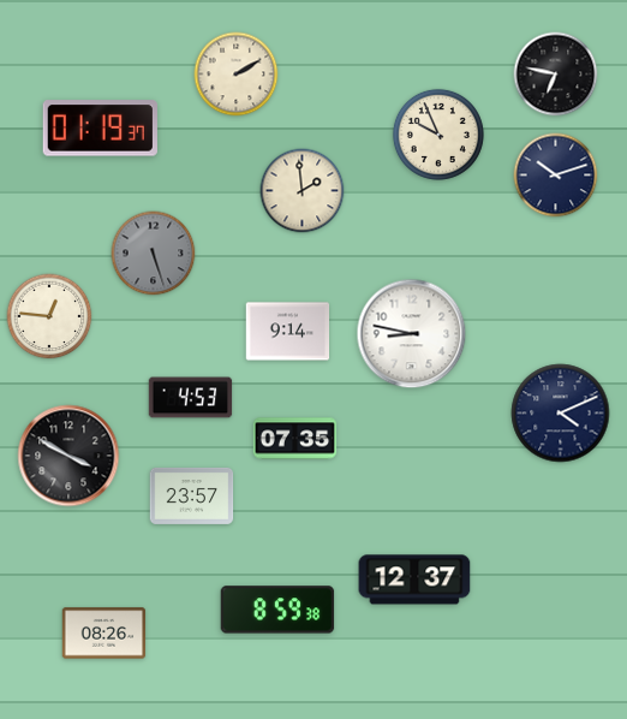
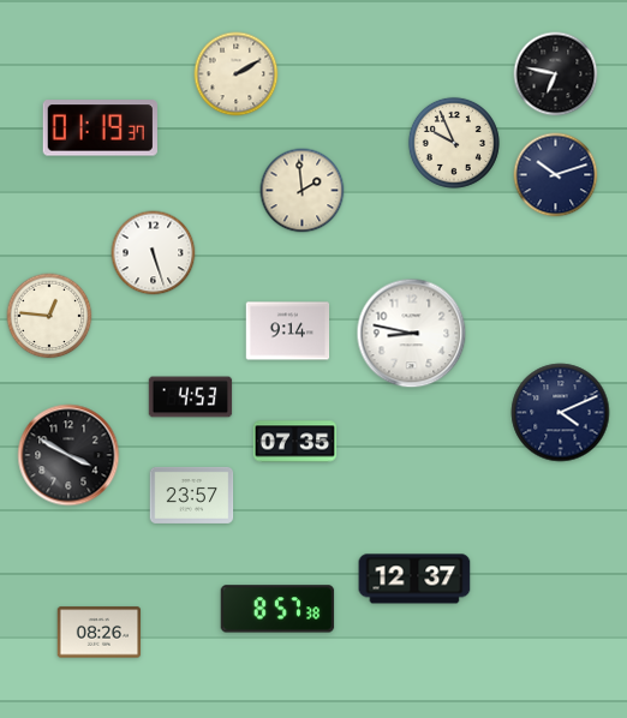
clock at (438, 135) position: (438, 135) -> (454, 143)
clock at (154, 254) dial: grey -> white
clock at (295, 439) position: (295, 439) -> (295, 442)
clock at (277, 610): 8:59 -> 8:57
clock at (104, 634) position: (104, 634) -> (100, 633)
